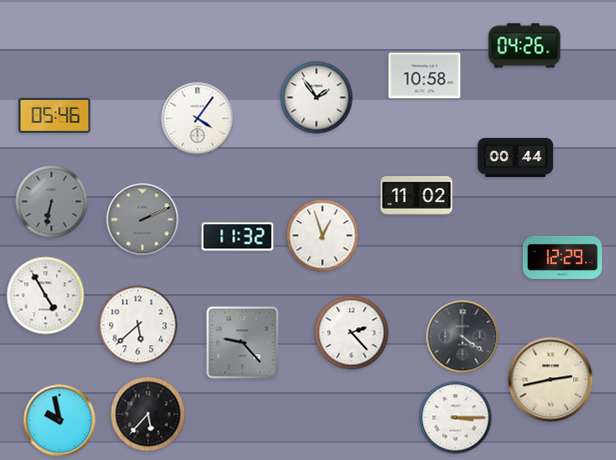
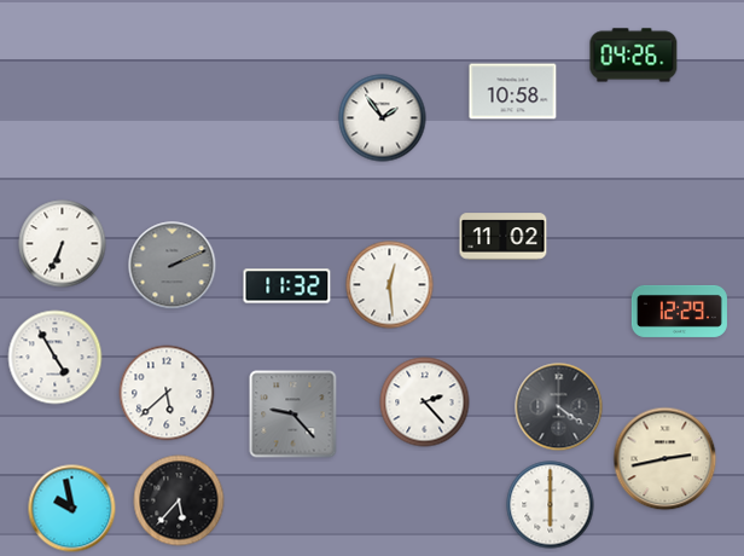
clock at (55, 115): 05:46 -> none
clock at (198, 119): 4:06 -> none
clock at (516, 157): 00:44 -> none
clock at (52, 202): 6:32 -> 6:34
clock at (52, 202) dial: grey -> white
clock at (323, 236): 12:57 -> 12:29
clock at (456, 418): 3:15 -> 6:00
